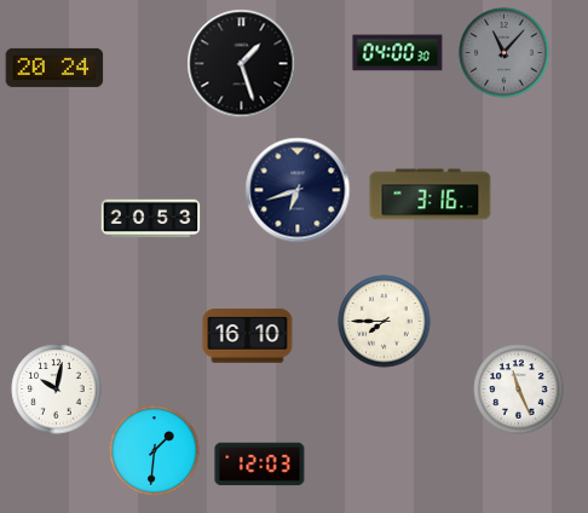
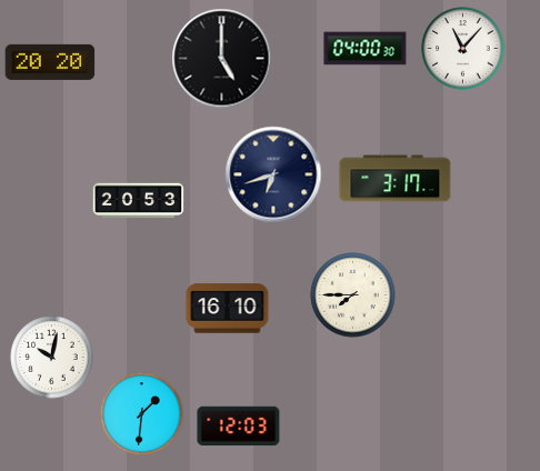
clock at (505, 53) dial: grey -> white
clock at (242, 64): 1:27 -> 5:00
clock at (54, 68): 20:24 -> 20:20
clock at (431, 195): 3:16 -> 3:17
clock at (519, 390): 11:26 -> none
